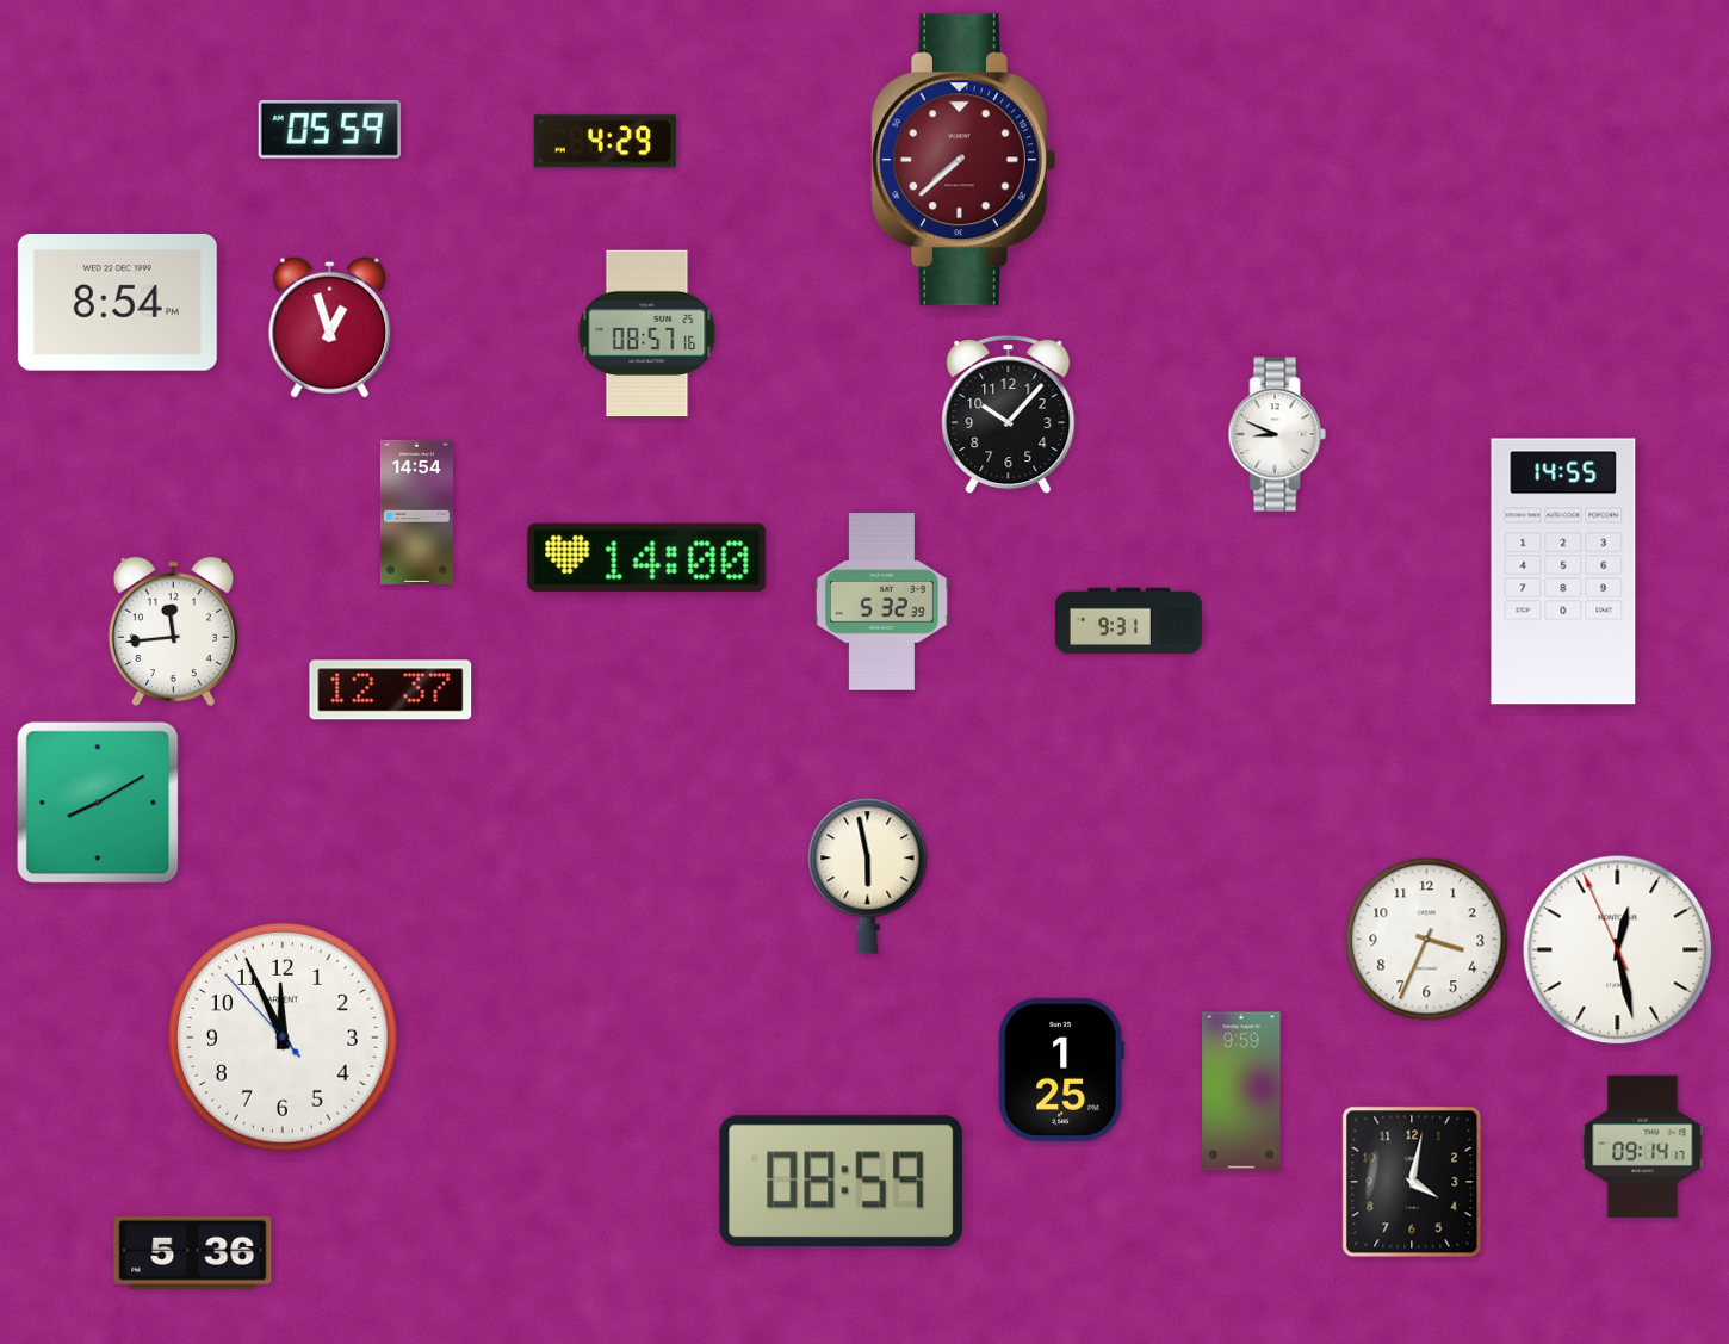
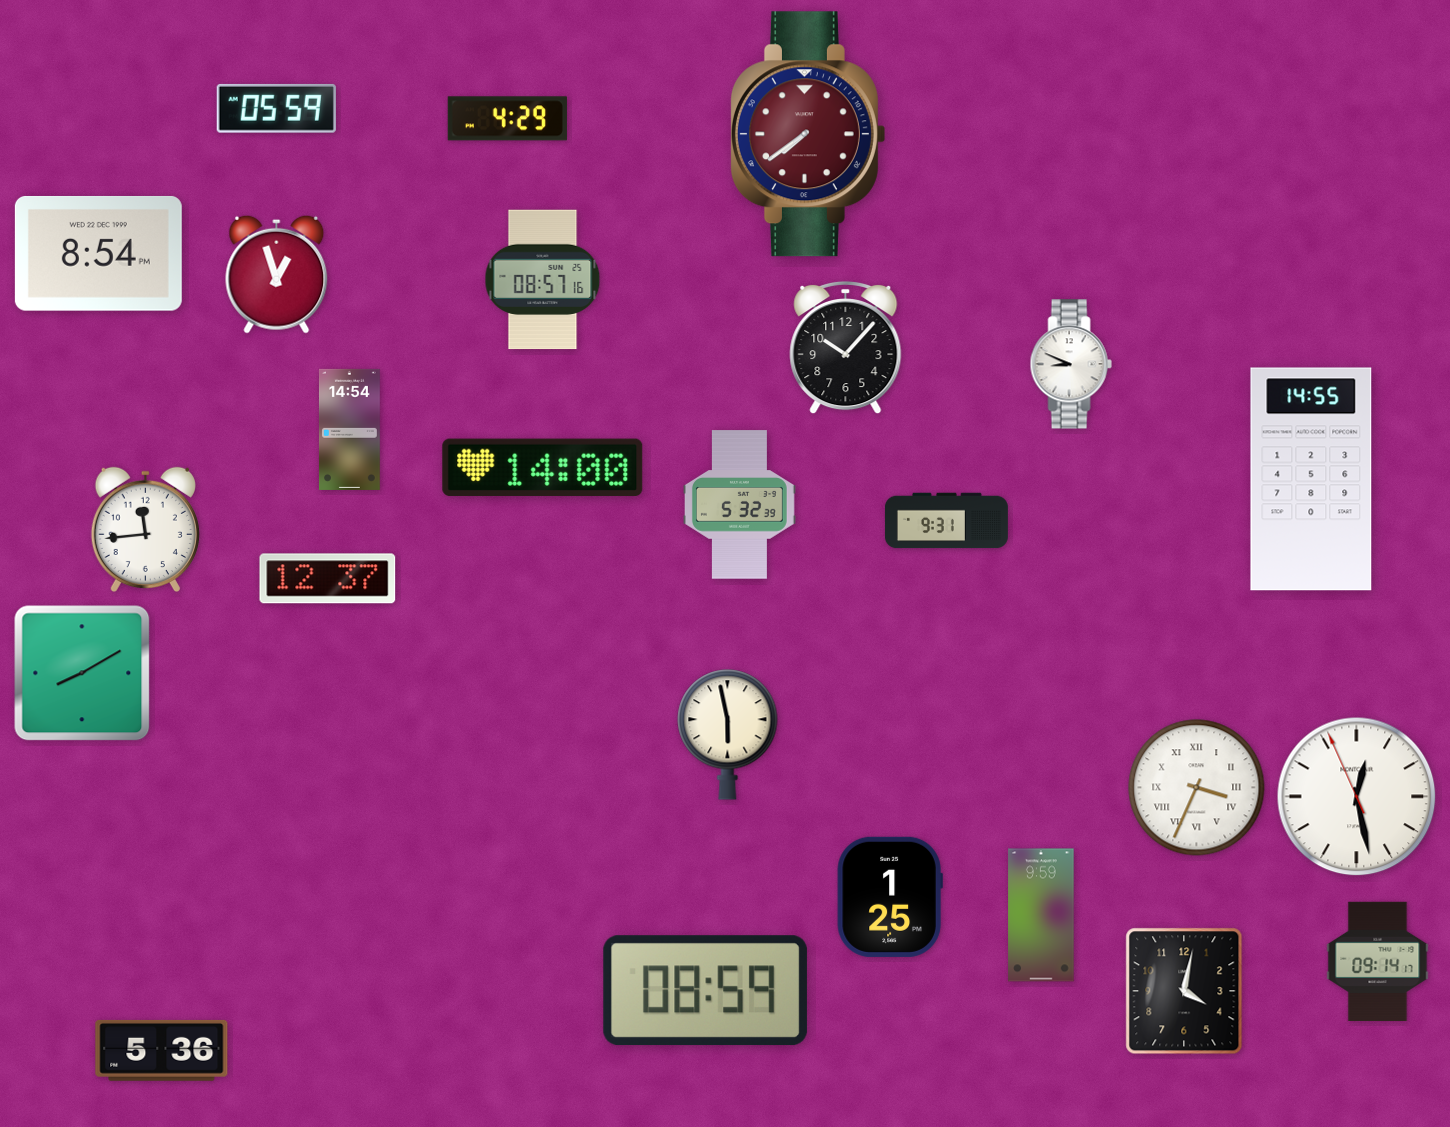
clock at (962, 160): 7:38 -> 7:39
clock at (1427, 940) numerals: Arabic -> Roman
clock at (284, 1039): 11:55 -> none
